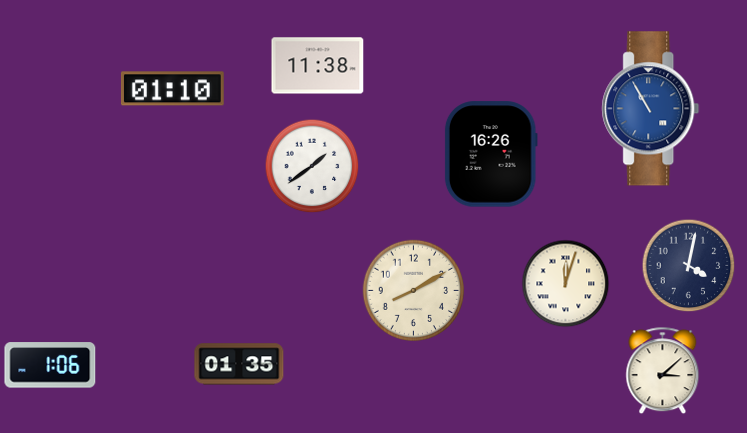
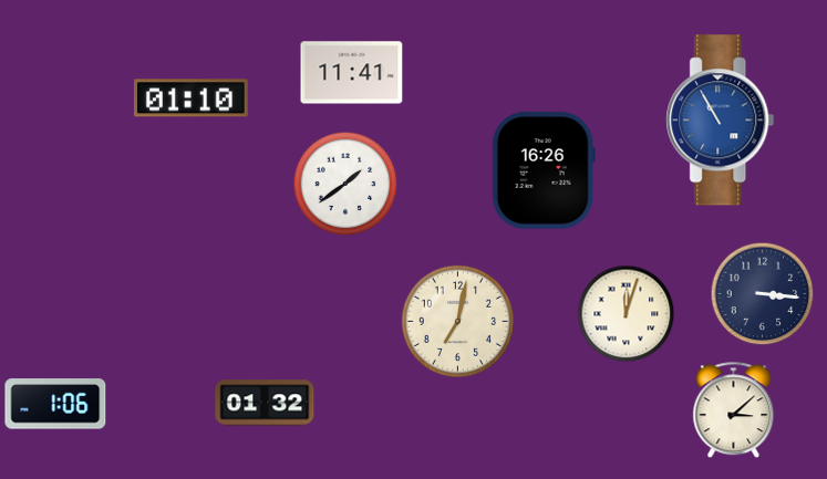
clock at (318, 66): 11:38 -> 11:41
clock at (689, 266): 4:02 -> 3:16
clock at (413, 290): 8:10 -> 7:02
clock at (239, 364): 01:35 -> 01:32
